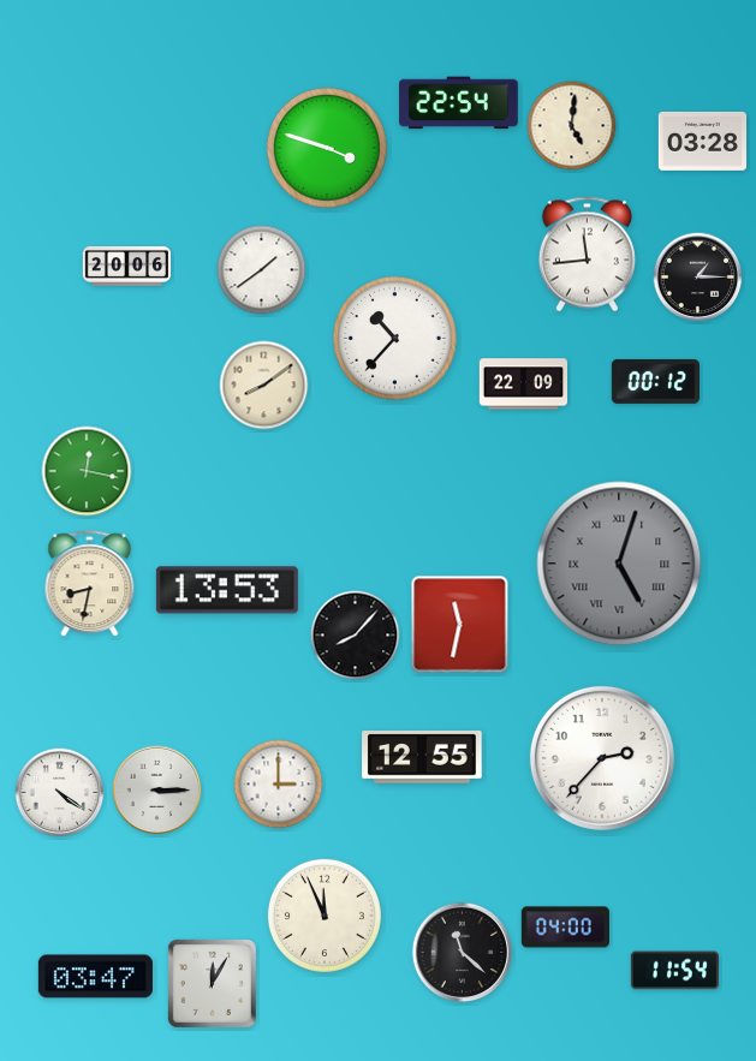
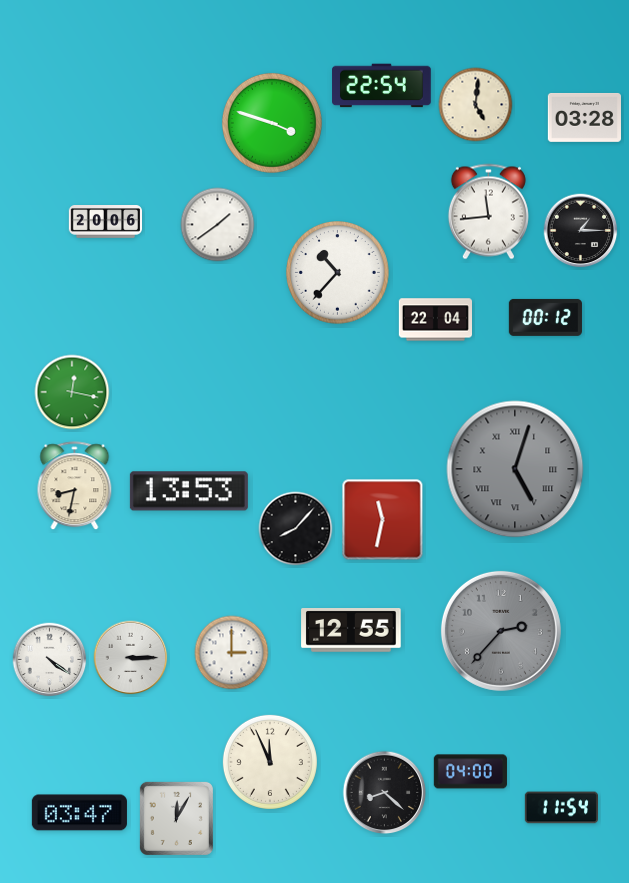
clock at (395, 339) position: (395, 339) -> (338, 273)
clock at (523, 385): 22:09 -> 22:04
clock at (264, 386): 8:09 -> none
clock at (602, 758) dial: white -> grey
clock at (463, 953): 11:22 -> 8:22
